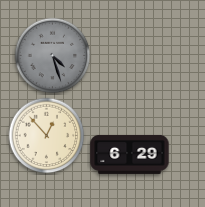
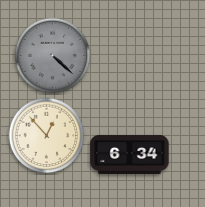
clock at (53, 56): 4:27 -> 4:22
clock at (130, 154): 6:29 -> 6:34
